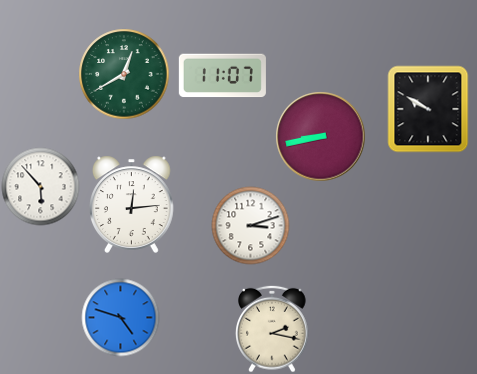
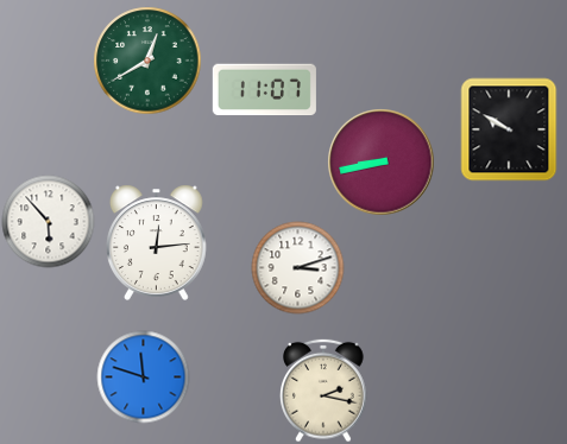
clock at (124, 74) position: (124, 74) -> (147, 61)
clock at (120, 317): 4:48 -> 11:48
